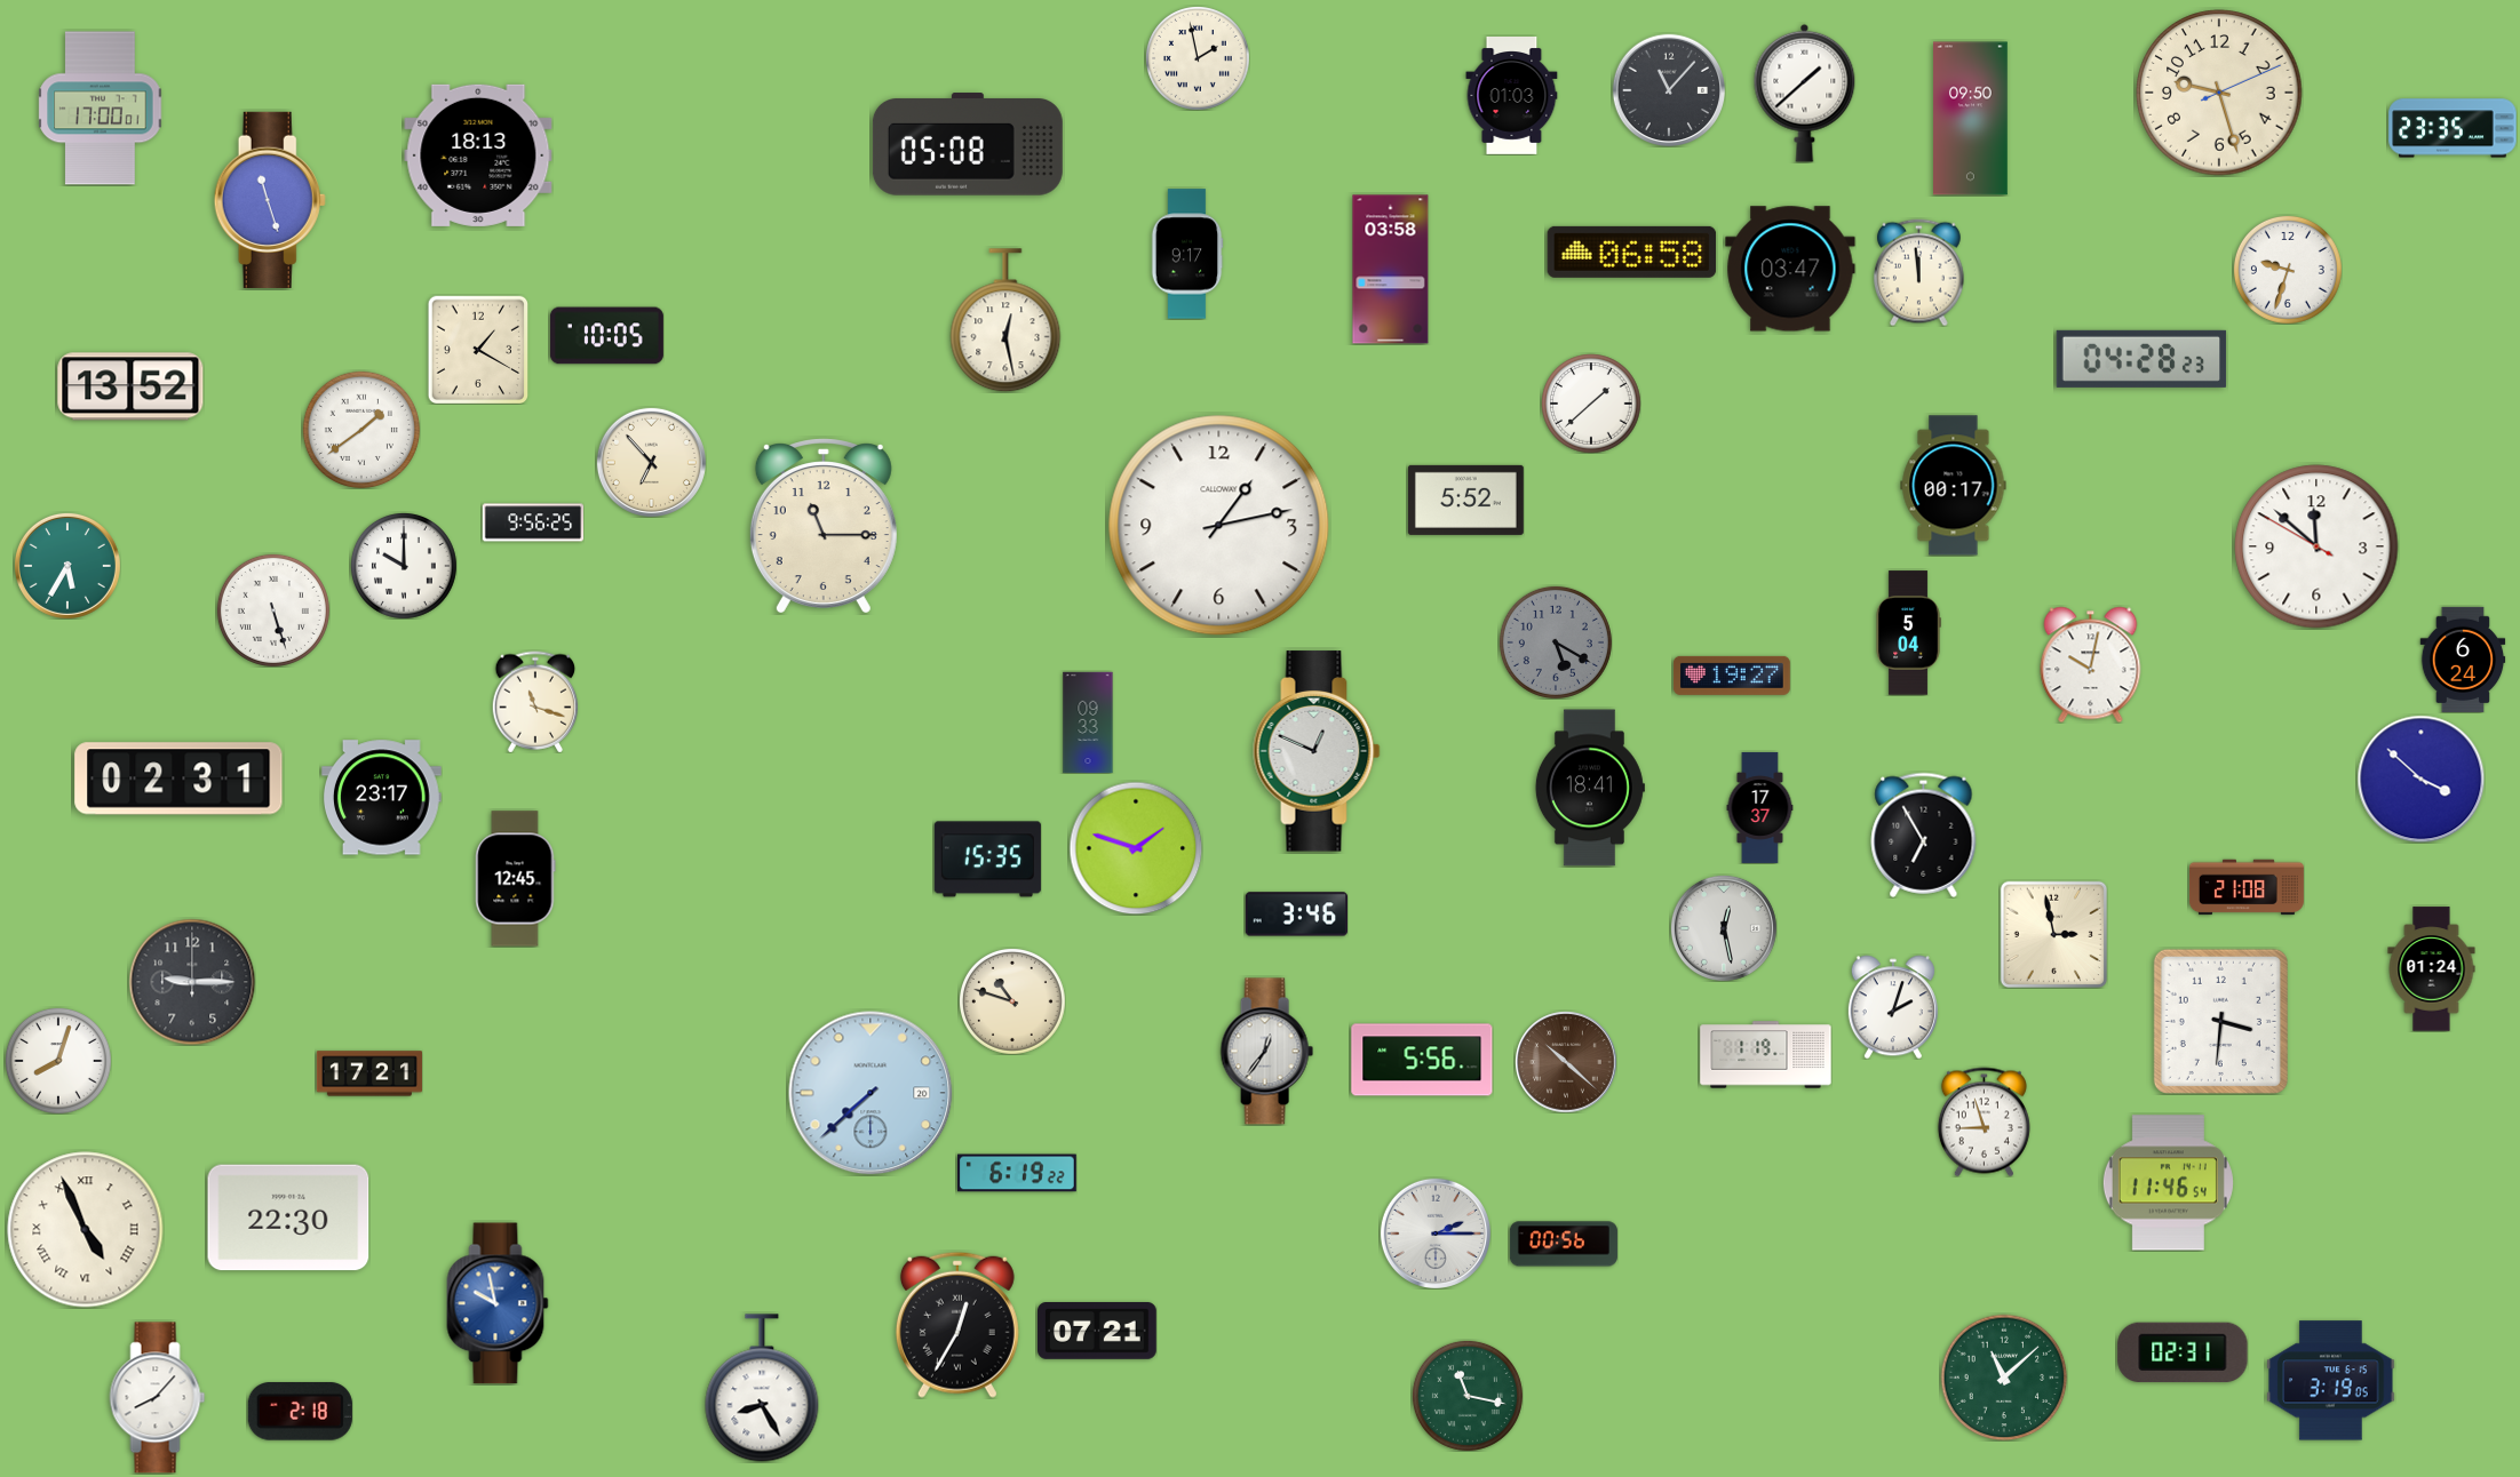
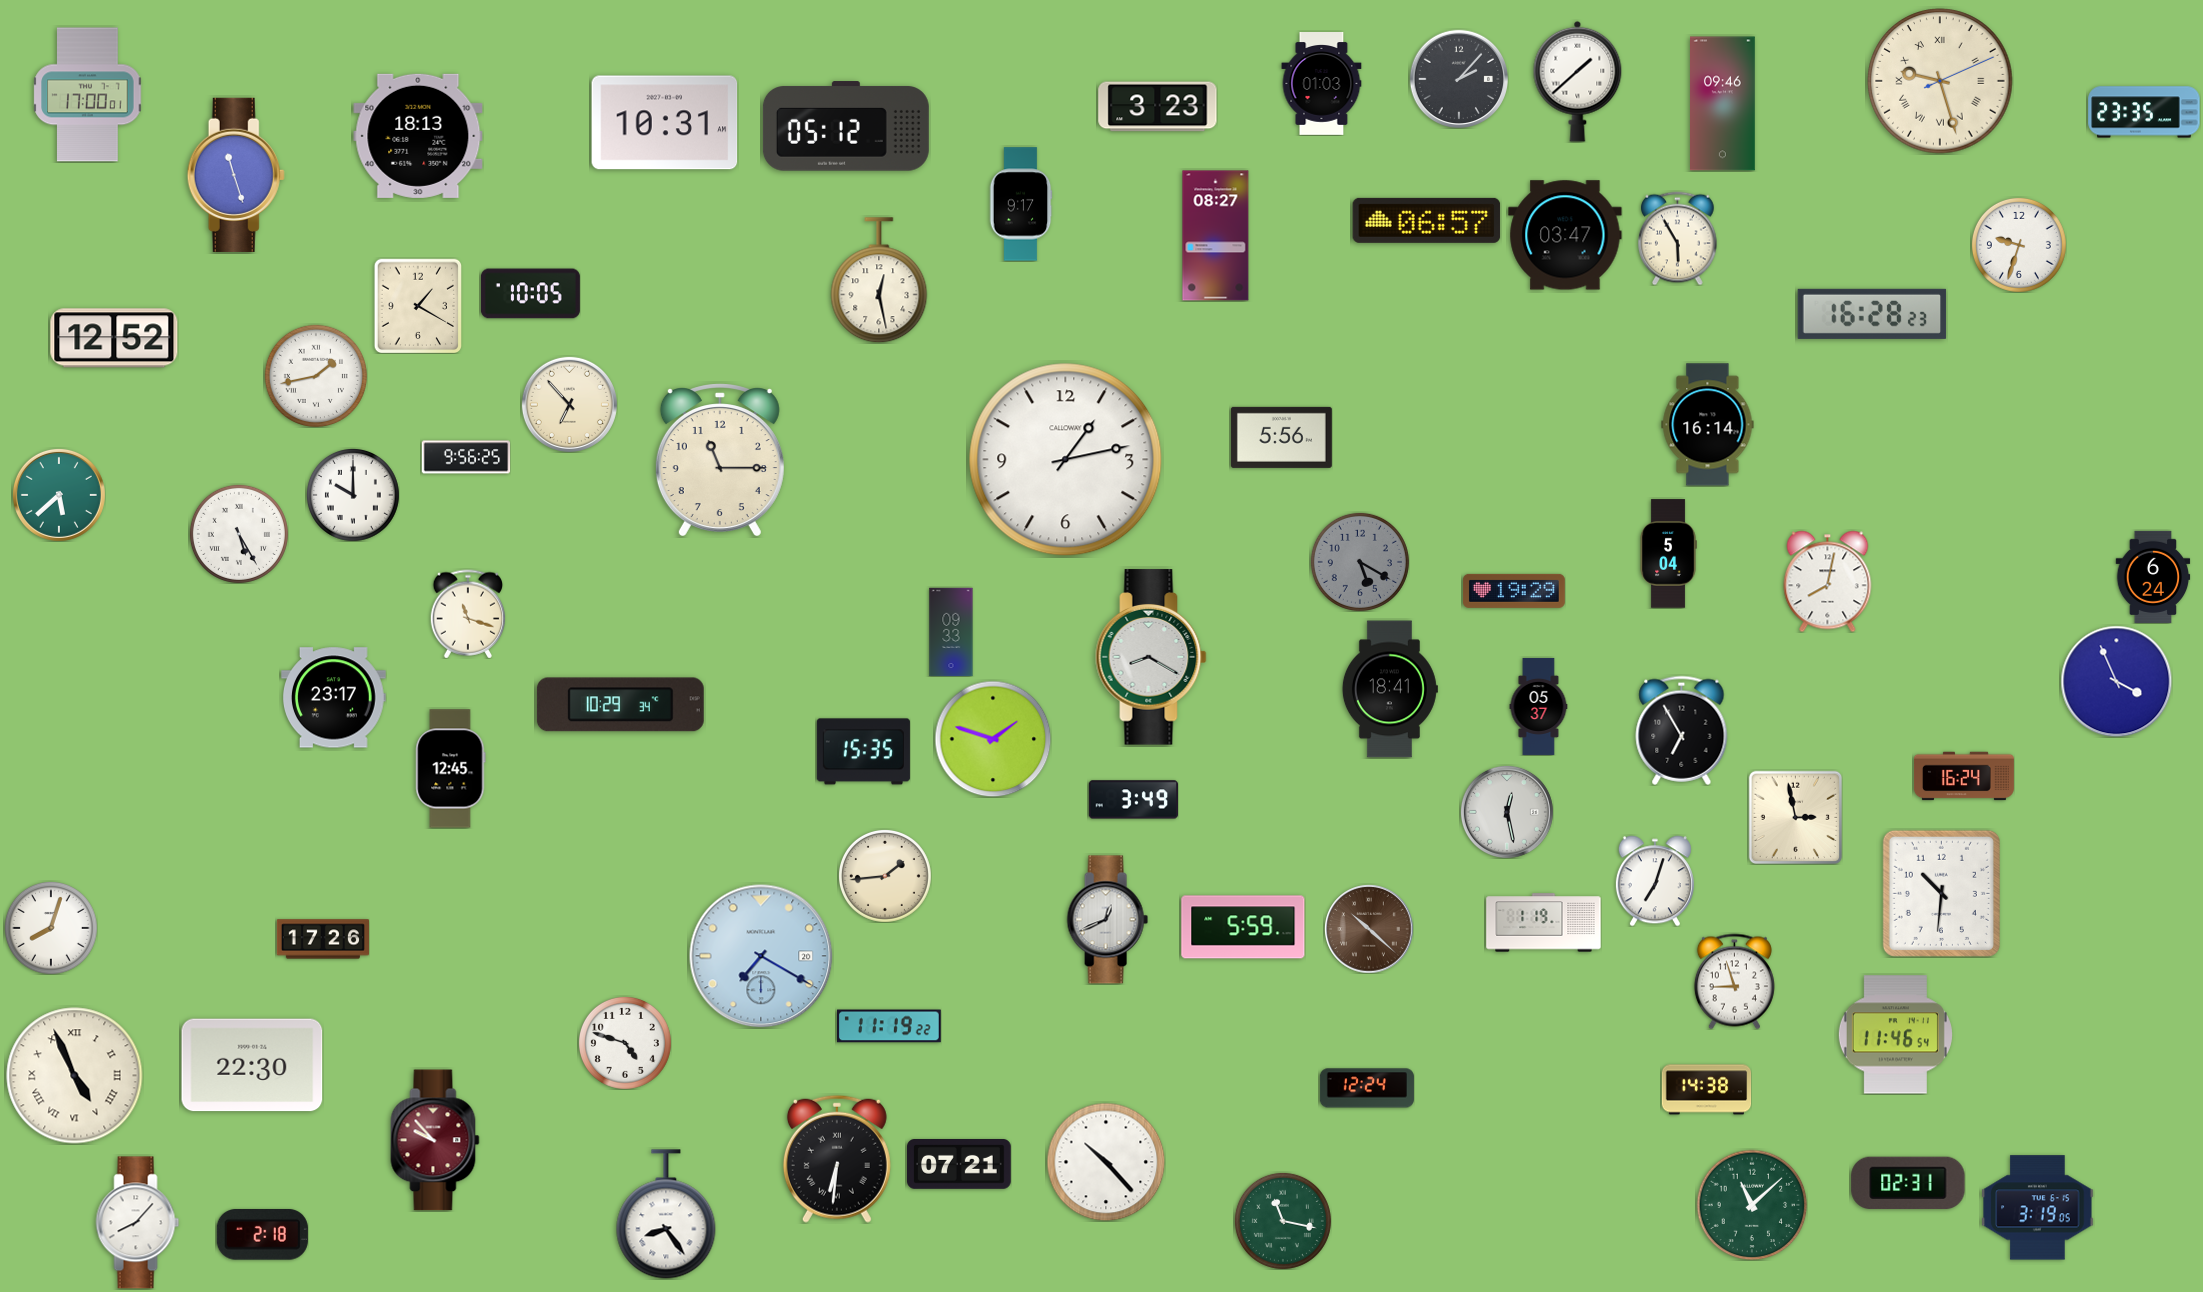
clock at (1198, 58): 1:58 -> none
clock at (1669, 90): 11:07 -> 2:07
clock at (2219, 93) numerals: Arabic -> Roman
clock at (1971, 119): 09:50 -> 09:46
clock at (1158, 107): none -> 3:23
clock at (665, 123): none -> 10:31
clock at (968, 144): 05:08 -> 05:12
clock at (1632, 252): 06:58 -> 06:57
clock at (1187, 254) position: (1187, 254) -> (1021, 204)
clock at (1391, 270): 03:58 -> 08:27
clock at (2288, 270) position: (2288, 270) -> (2019, 245)
clock at (1919, 272): 11:59 -> 5:55
clock at (2141, 359): 04:28 -> 16:28
clock at (130, 386): 13:52 -> 12:52
clock at (1591, 404): 1:38 -> none
clock at (361, 430): 1:39 -> 1:43
clock at (1954, 486): 00:17 -> 16:14
clock at (1465, 500): 5:52 -> 5:56
clock at (2316, 546): 11:51 -> none
clock at (67, 566): 5:35 -> 5:38
clock at (273, 610): 5:27 -> 5:25
clock at (2091, 664): 10:02 -> 8:02
clock at (1732, 676): 19:27 -> 19:29
clock at (1317, 751): 12:49 -> 8:20
clock at (178, 779): 02:31 -> none
clock at (2420, 779): 3:52 -> 3:56
clock at (620, 705): none -> 10:29
clock at (1760, 807): 17:37 -> 05:37
clock at (1136, 848) position: (1136, 848) -> (993, 739)
clock at (2247, 887): 21:08 -> 16:24
clock at (1296, 915): 3:46 -> 3:49
clock at (2432, 969): 01:24 -> none
clock at (192, 982): 9:15 -> none
clock at (1012, 1001): 10:48 -> 1:44
clock at (1893, 1007): 2:03 -> 7:03
clock at (2220, 1021): 3:31 -> 10:31
clock at (1266, 1052): 12:36 -> 12:41
clock at (1422, 1060): 5:56 -> 5:59
clock at (369, 1073): 17:21 -> 17:26
clock at (871, 1093): 7:38 -> 7:20
clock at (1018, 1173): 6:19 -> 11:19
clock at (625, 1043): none -> 4:48
clock at (1436, 1234): 2:15 -> none
clock at (1564, 1244): 00:56 -> 12:24
clock at (1706, 1090): none -> 14:38
clock at (498, 1303): 9:58 -> 9:53
clock at (498, 1303) dial: blue -> burgundy
clock at (957, 1325): 12:35 -> 6:31
clock at (1106, 1162): none -> 10:23
clock at (762, 1388): 8:25 -> 8:24
